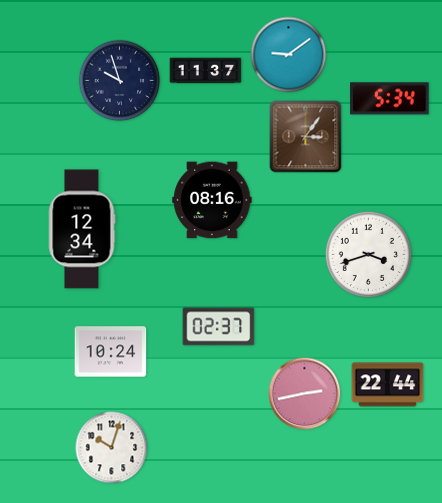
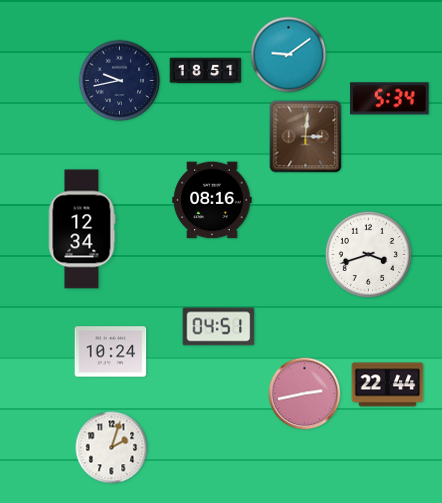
clock at (206, 71): 11:37 -> 18:51
clock at (120, 81): 9:57 -> 9:43
clock at (306, 137): 3:06 -> 3:01
clock at (219, 327): 02:37 -> 04:51
clock at (112, 448): 10:03 -> 2:03
